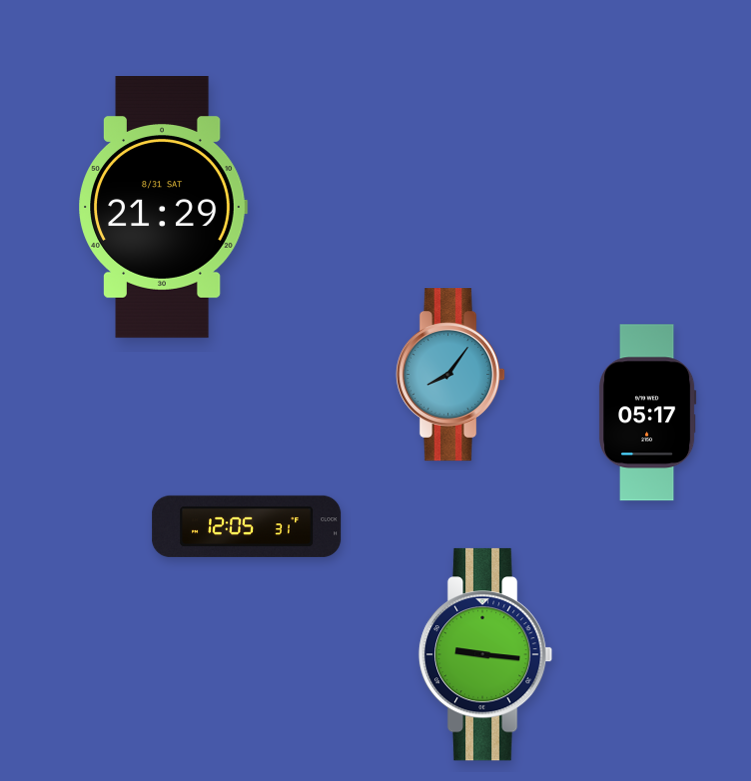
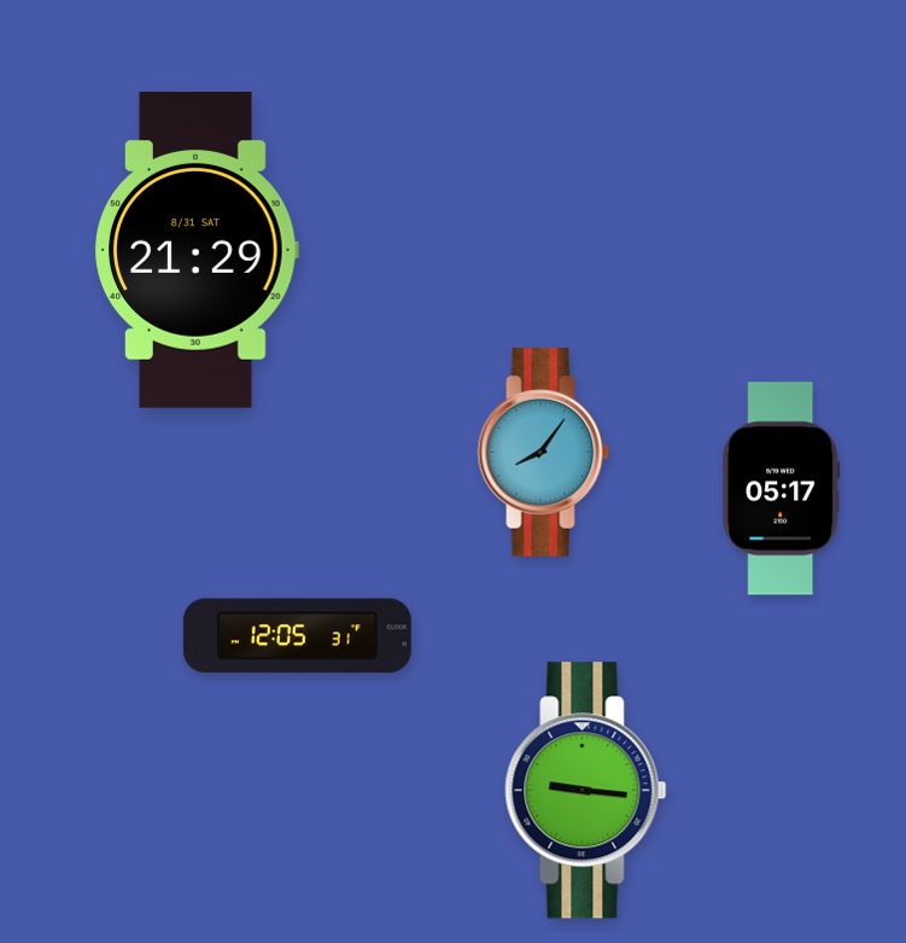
clock at (648, 413) position: (648, 413) -> (782, 489)
